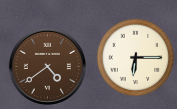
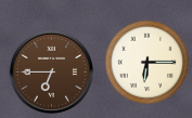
clock at (47, 66): 4:39 -> 6:45
